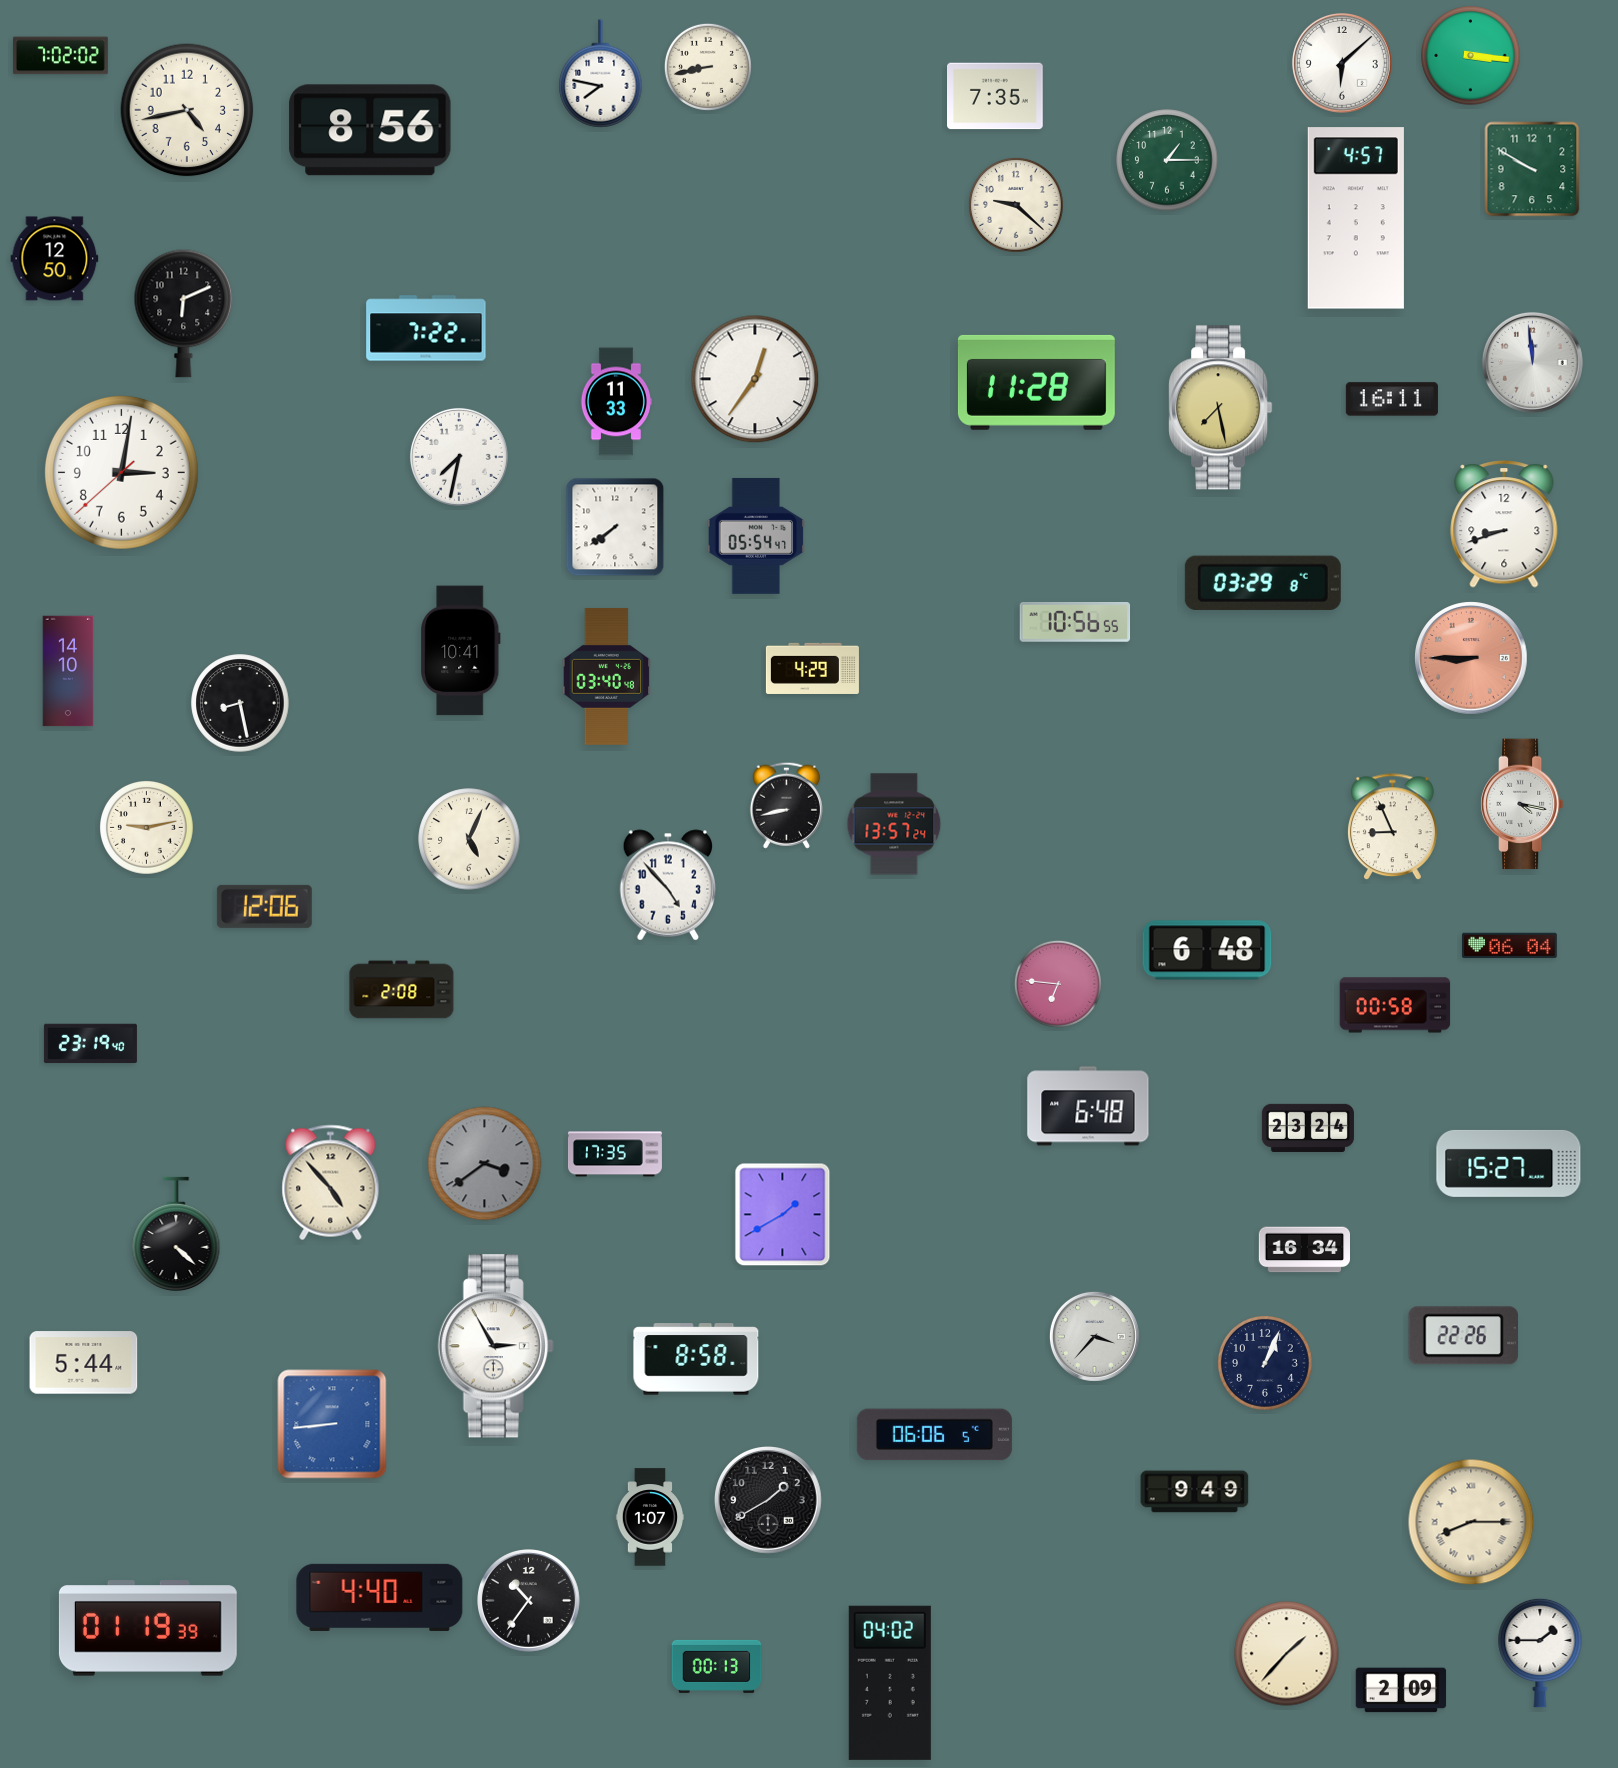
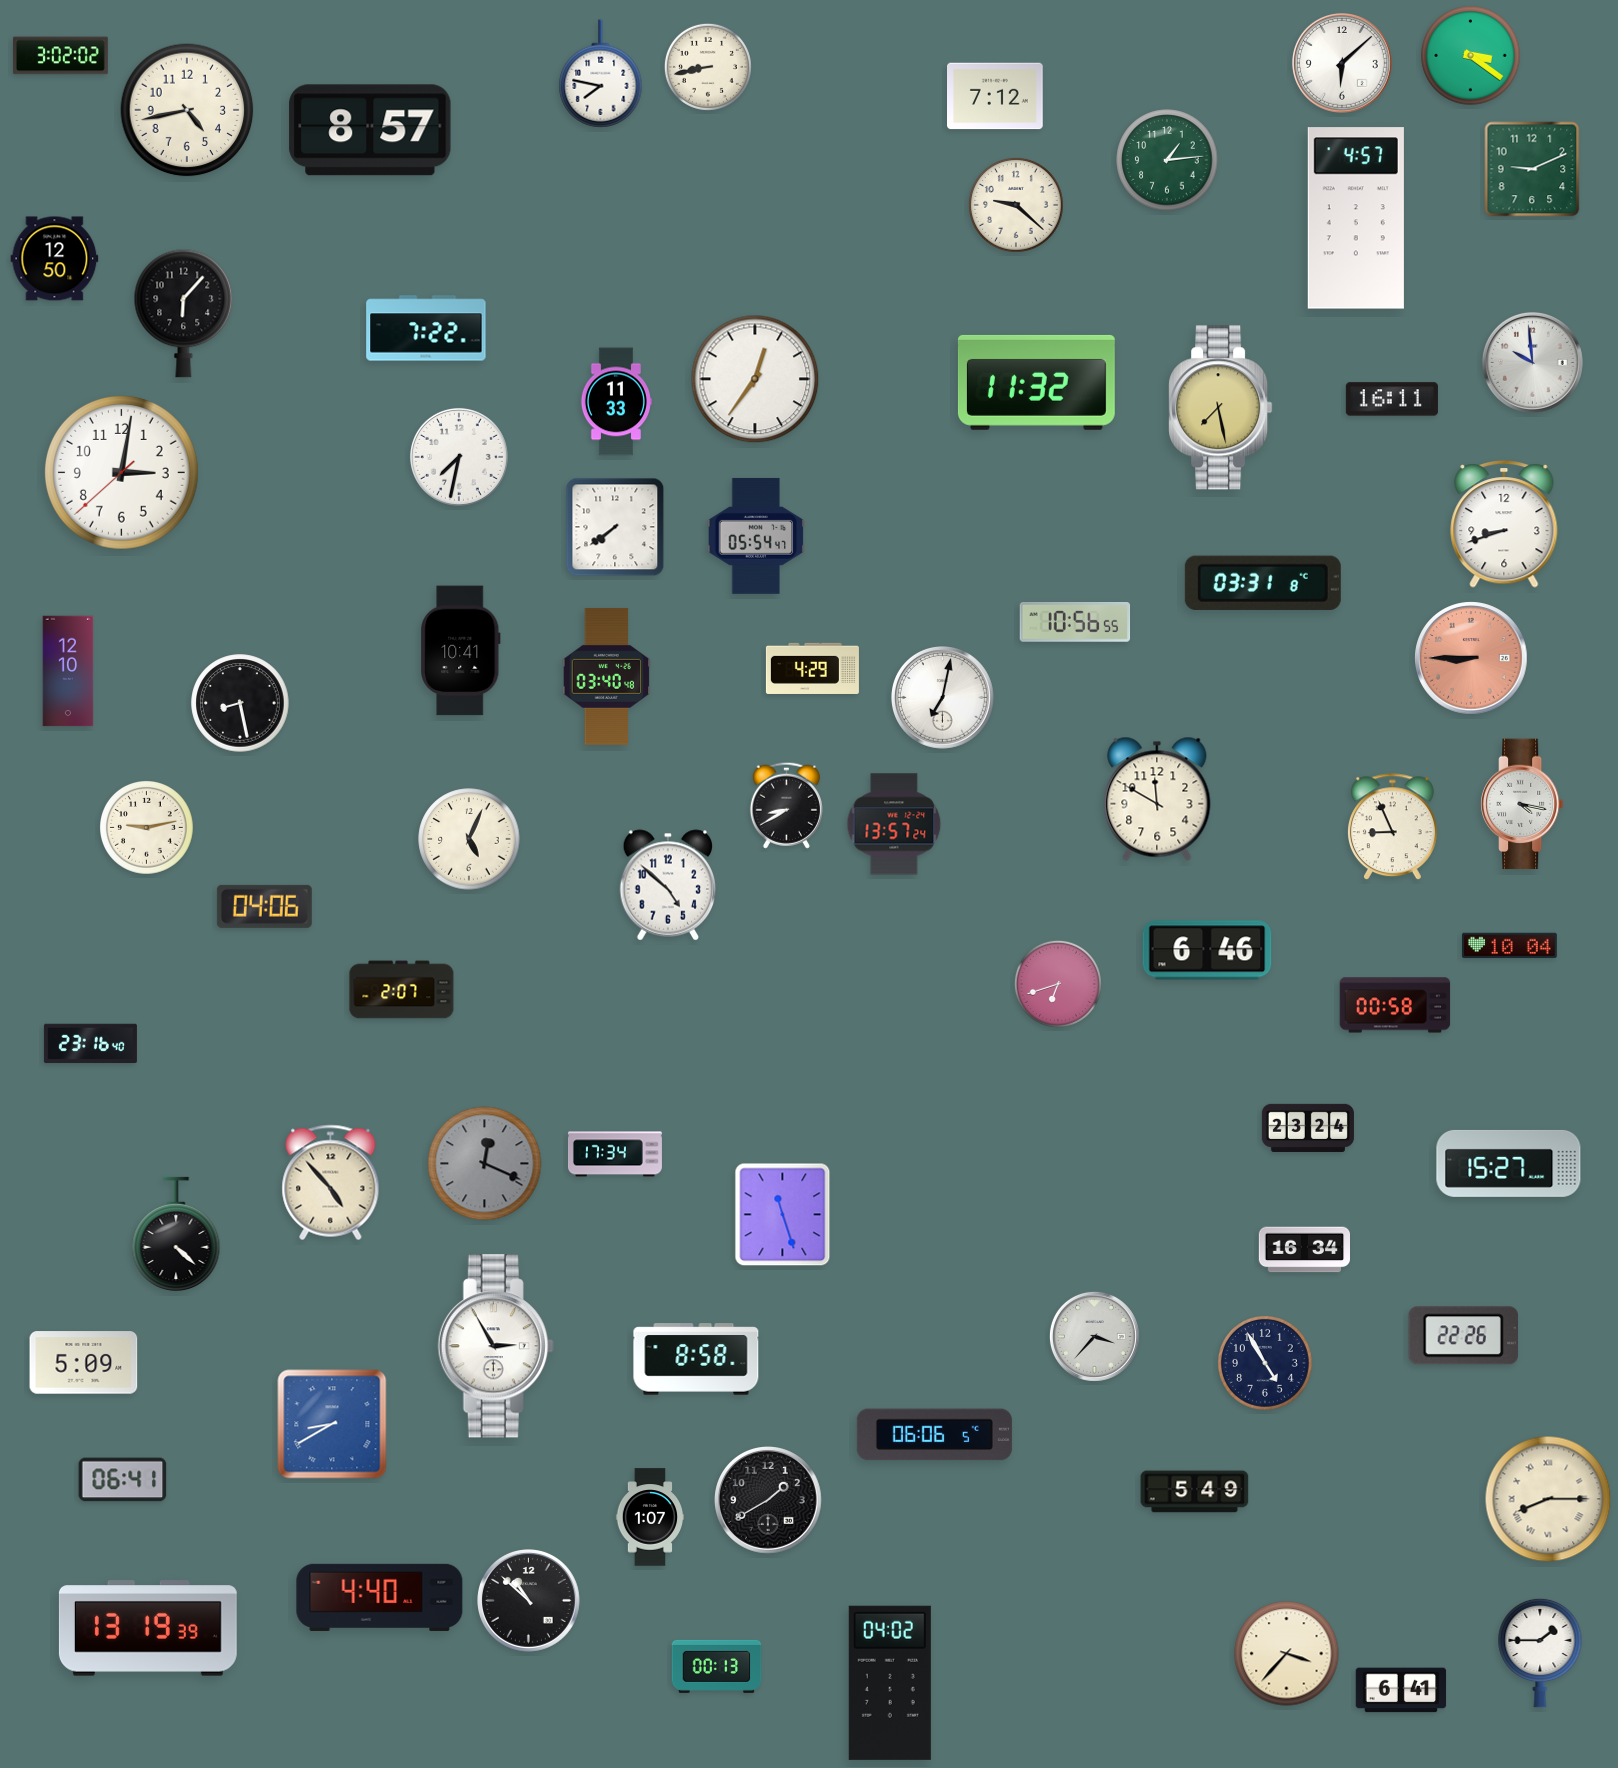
clock at (60, 56): 7:02 -> 3:02
clock at (1471, 56): 3:16 -> 3:21
clock at (996, 96): 7:35 -> 7:12
clock at (370, 130): 8:56 -> 8:57
clock at (1167, 160): 1:15 -> 1:14
clock at (1532, 169): 9:50 -> 9:11
clock at (184, 313): 6:11 -> 6:07
clock at (1532, 362): 11:59 -> 9:59
clock at (1036, 382): 11:28 -> 11:32
clock at (1263, 583): 03:29 -> 03:31
clock at (68, 671): 14:10 -> 12:10
clock at (943, 698): none -> 7:02
clock at (1157, 799): none -> 11:50
clock at (786, 805): 8:43 -> 8:40
clock at (668, 885): 4:53 -> 4:52
clock at (264, 906): 12:06 -> 04:06
clock at (1509, 946): 06:04 -> 10:04
clock at (1207, 950): 6:48 -> 6:46
clock at (1058, 984): 6:46 -> 6:42
clock at (402, 990): 2:08 -> 2:07
clock at (90, 1044): 23:19 -> 23:16
clock at (1088, 1106): 6:48 -> none
clock at (615, 1154): 17:35 -> 17:34
clock at (485, 1164): 3:39 -> 12:19
clock at (783, 1215): 1:40 -> 11:27
clock at (84, 1363): 5:44 -> 5:09
clock at (1266, 1364): 1:04 -> 4:55
clock at (332, 1424): 8:44 -> 8:40
clock at (123, 1480): none -> 06:41
clock at (1195, 1492): 9:49 -> 5:49
clock at (1471, 1522) position: (1471, 1522) -> (1548, 1499)
clock at (529, 1601): 10:36 -> 10:52
clock at (148, 1628): 01:19 -> 13:19
clock at (1287, 1654): 1:37 -> 3:37
clock at (1401, 1690): 2:09 -> 6:41
